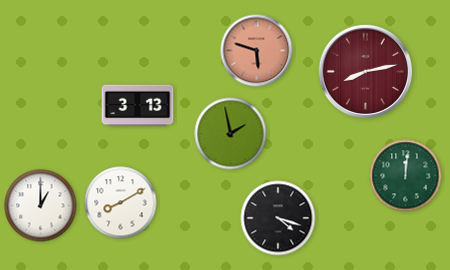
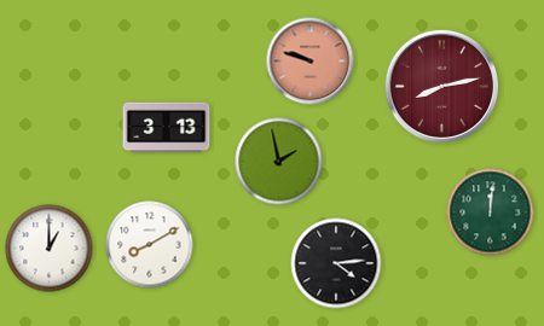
clock at (257, 51): 5:48 -> 9:48
clock at (121, 203) position: (121, 203) -> (150, 245)
clock at (278, 218): 4:18 -> 4:14
